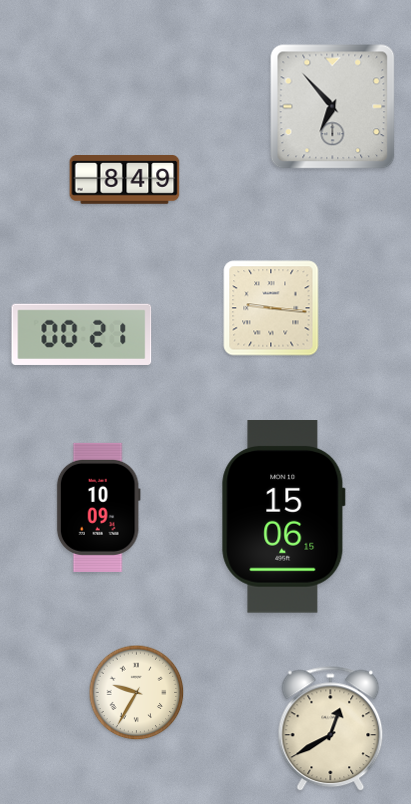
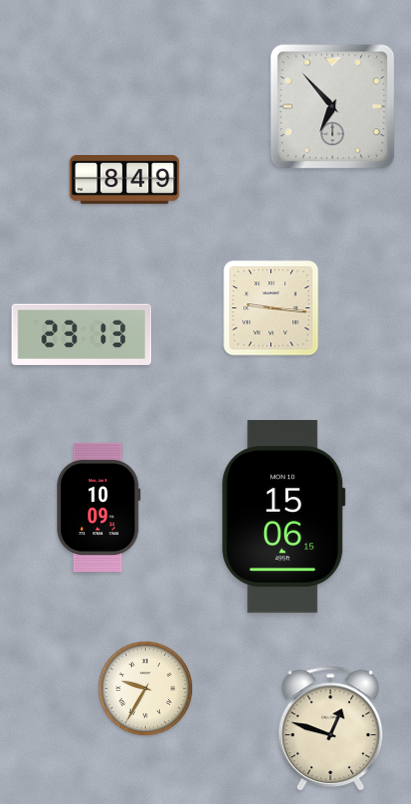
clock at (82, 334): 00:21 -> 23:13
clock at (137, 693) position: (137, 693) -> (146, 689)
clock at (331, 729): 12:40 -> 12:48
